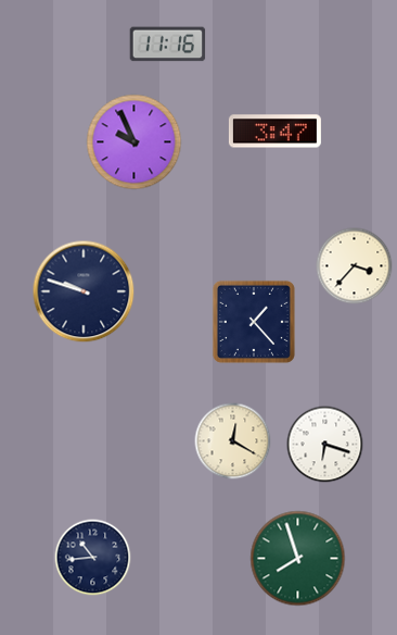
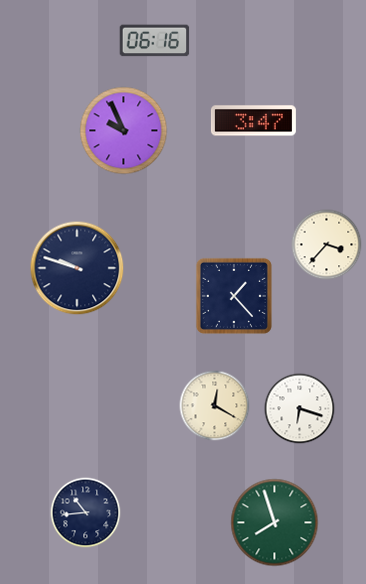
clock at (168, 45): 11:16 -> 06:16
clock at (298, 559) position: (298, 559) -> (275, 523)
